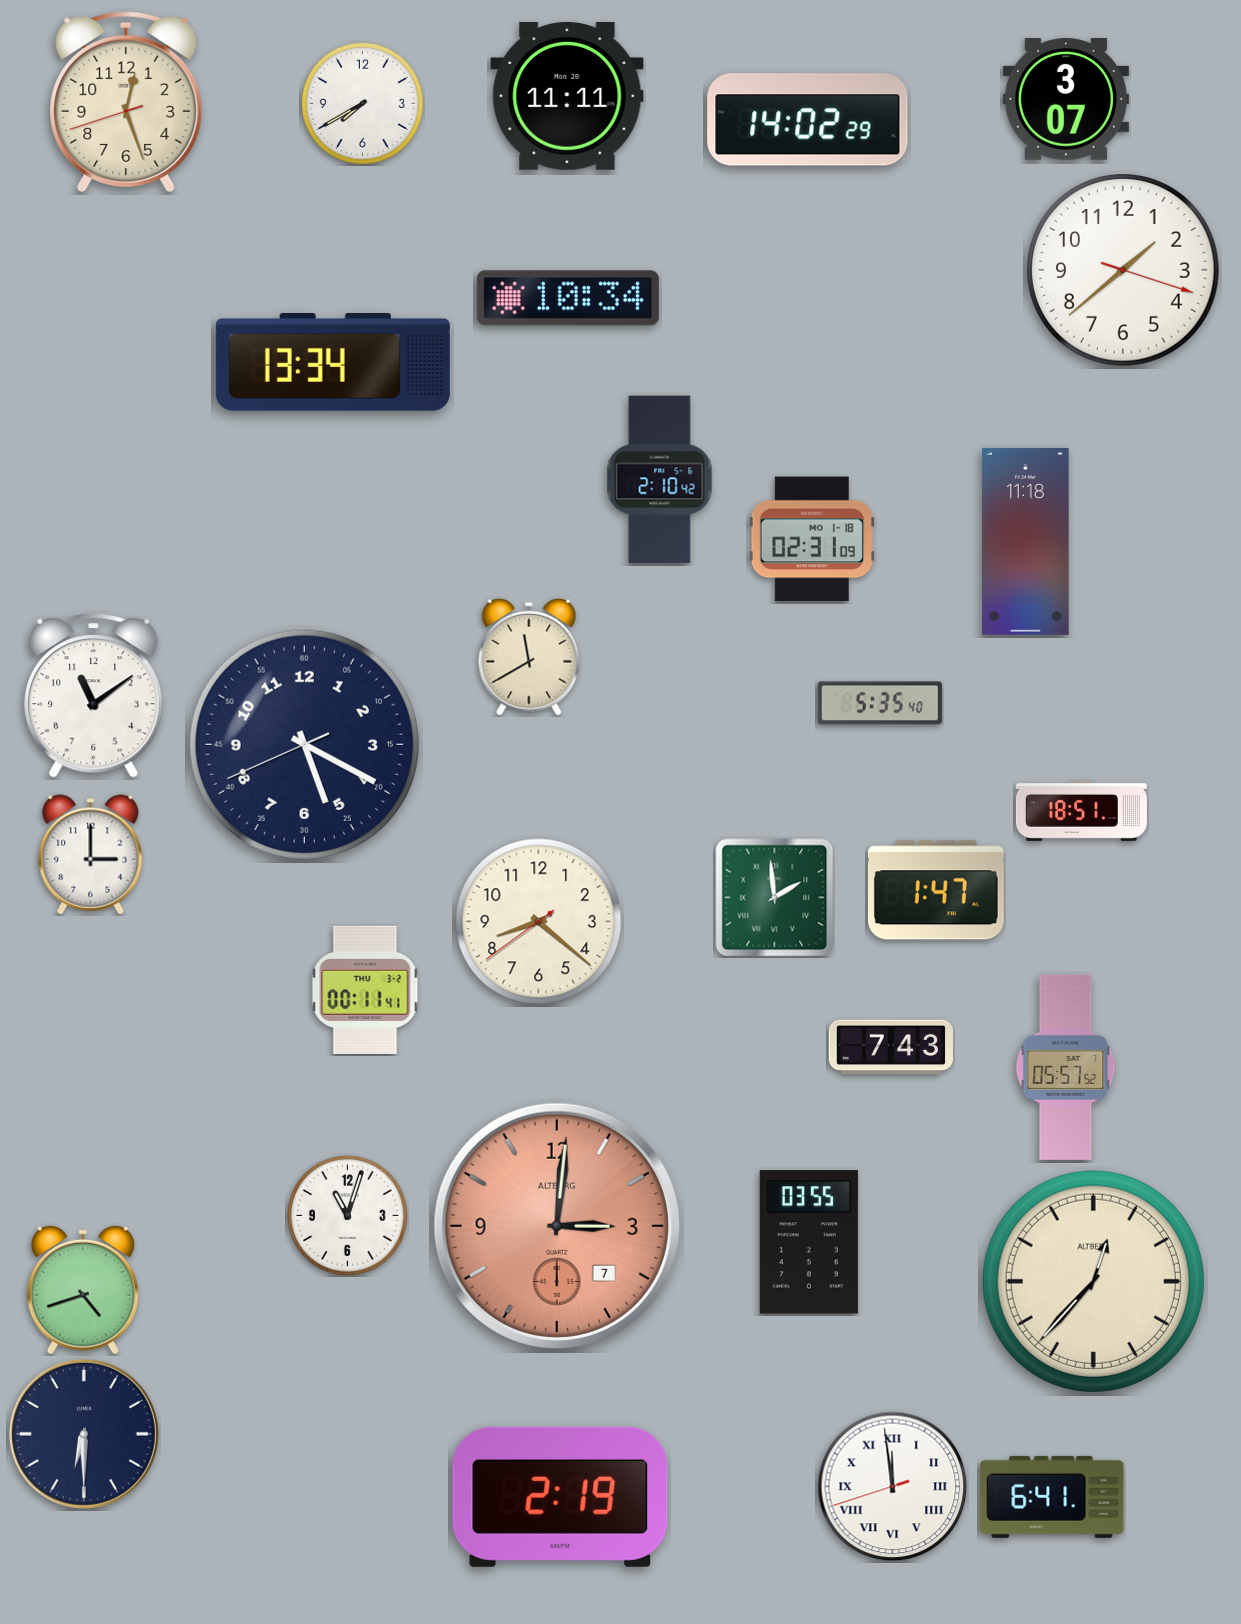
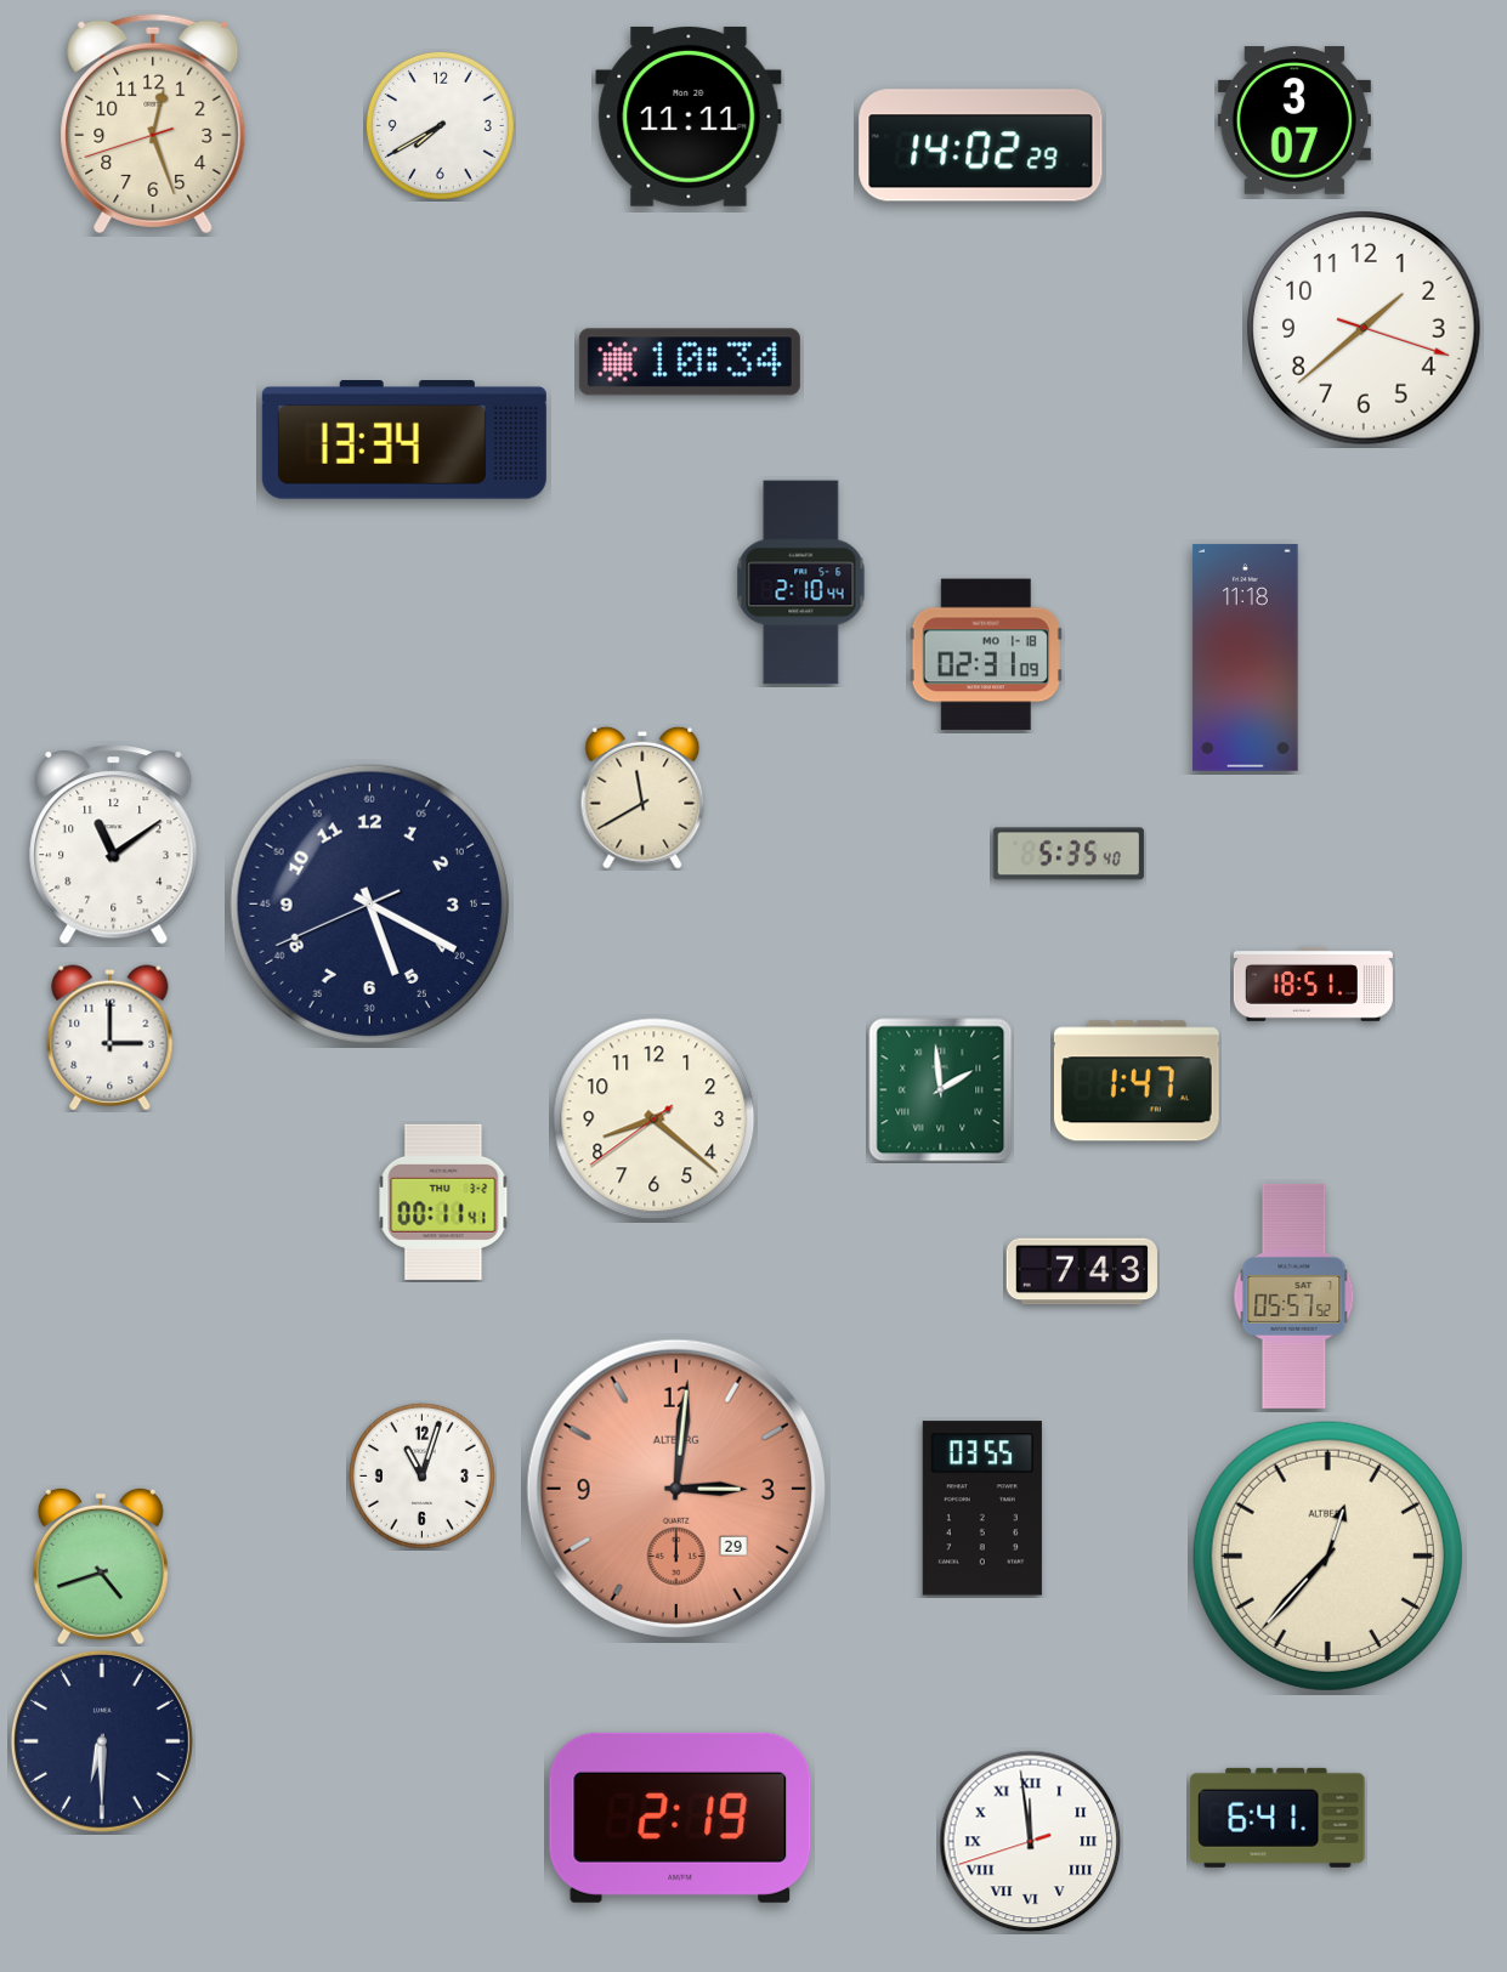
clock at (660, 480): 2:10:42 -> 2:10:44
clock at (557, 1226) date: 7 -> 29
clock at (893, 1487) position: (893, 1487) -> (1031, 1842)
